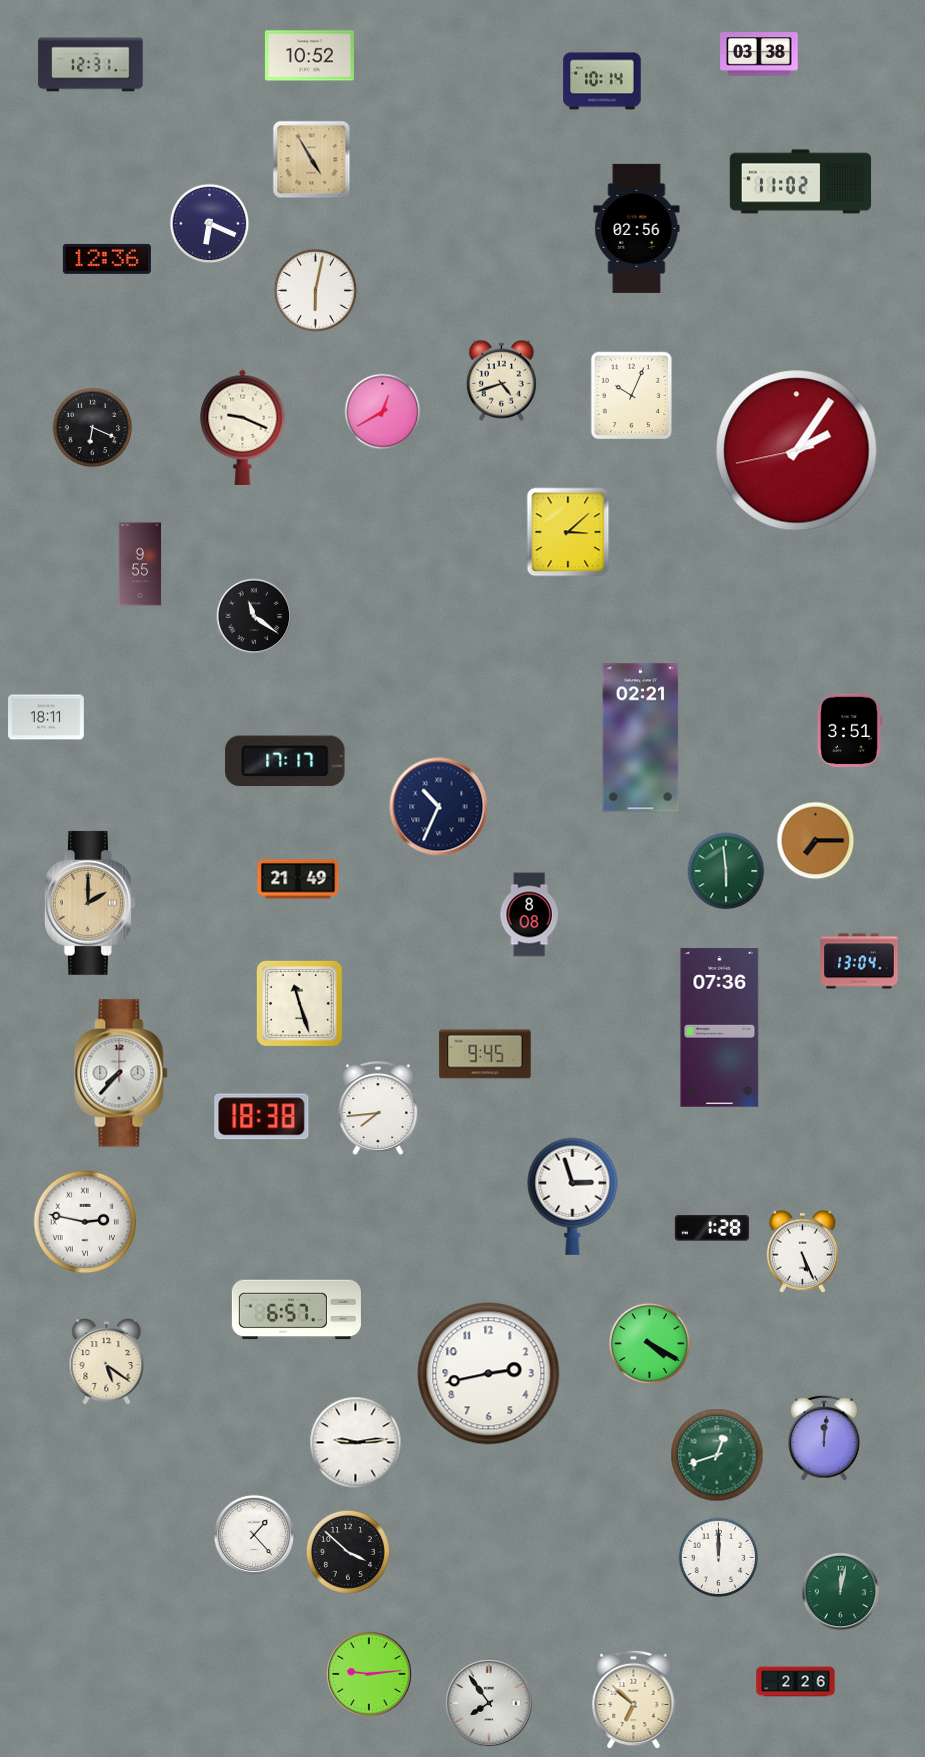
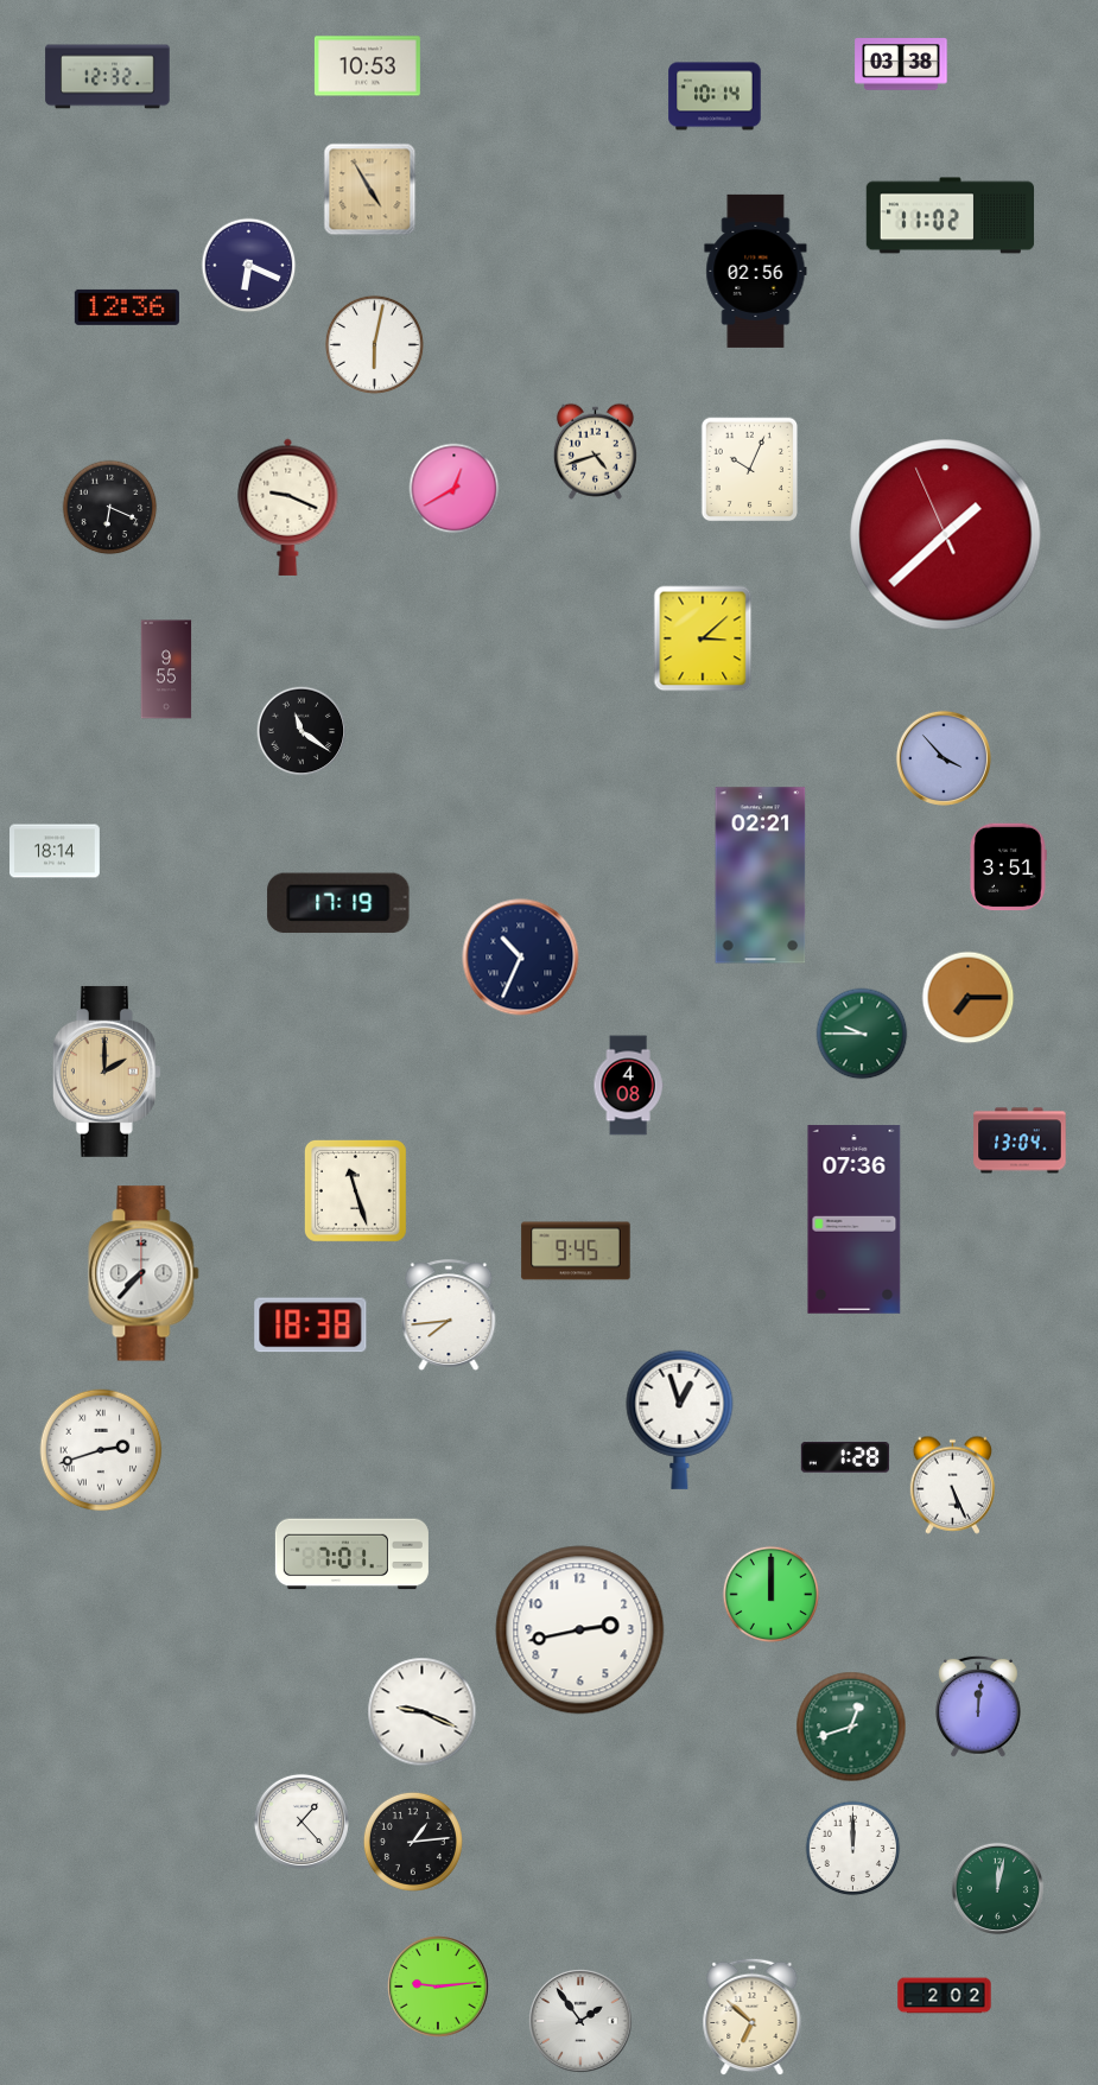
clock at (309, 56): 10:52 -> 10:53
clock at (91, 65): 12:31 -> 12:32
clock at (797, 451): 2:05 -> 1:37
clock at (568, 532) position: (568, 532) -> (703, 638)
clock at (944, 758): none -> 3:53
clock at (47, 717): 18:11 -> 18:14
clock at (285, 761): 17:17 -> 17:19
clock at (726, 871): 5:59 -> 9:45
clock at (298, 879): 21:49 -> none
clock at (529, 915): 8:08 -> 4:08
clock at (573, 1196): 2:57 -> 12:57
clock at (85, 1222): 2:47 -> 2:42
clock at (296, 1310): 6:57 -> 7:01
clock at (650, 1344): 4:20 -> 12:00
clock at (107, 1362): 5:21 -> none
clock at (356, 1443): 9:14 -> 9:19
clock at (348, 1552): 3:52 -> 1:14
clock at (796, 1682): 2:26 -> 2:02
clock at (489, 1703): 7:54 -> 1:54
